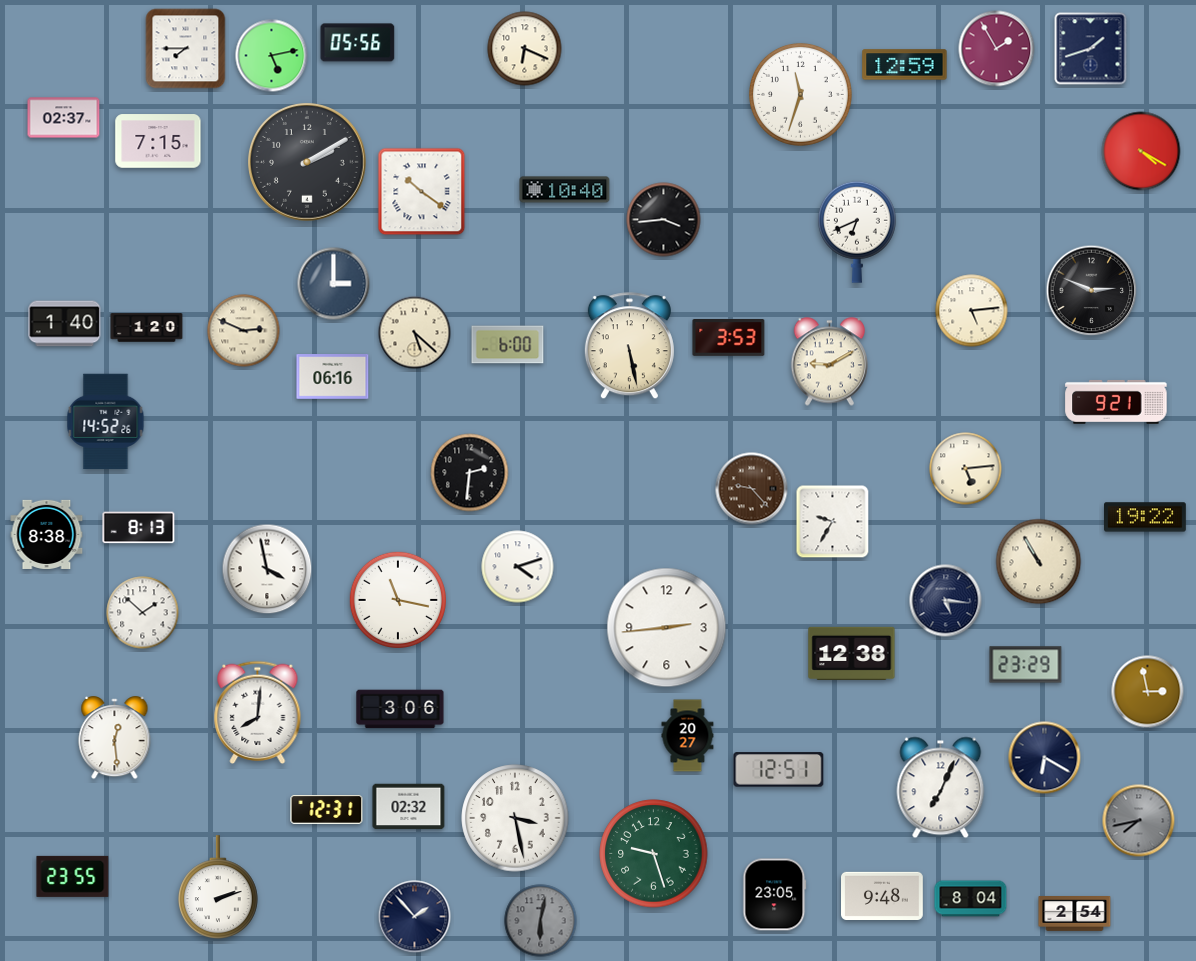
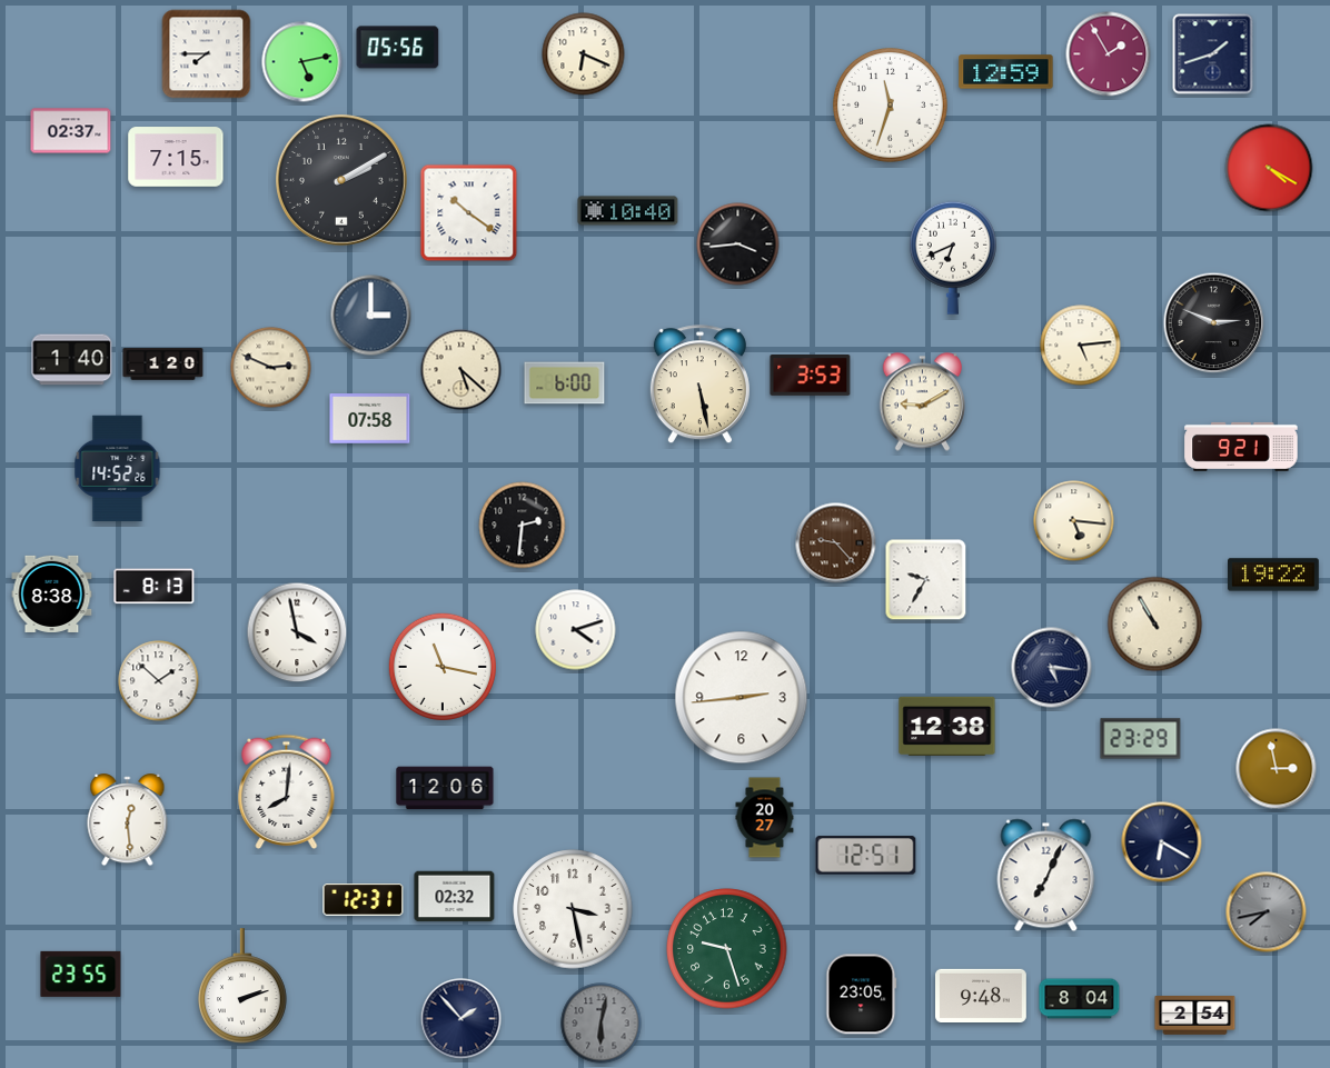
clock at (333, 377): 06:16 -> 07:58
clock at (966, 469): 5:14 -> 5:16
clock at (400, 709): 3:06 -> 12:06
